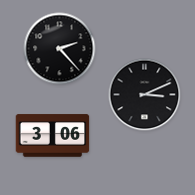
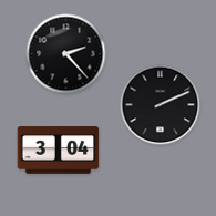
clock at (145, 95): 3:11 -> 2:11
clock at (53, 136): 3:06 -> 3:04
